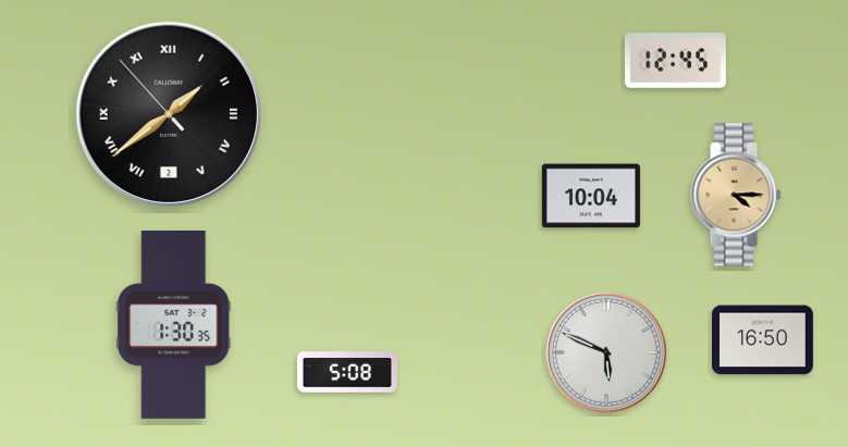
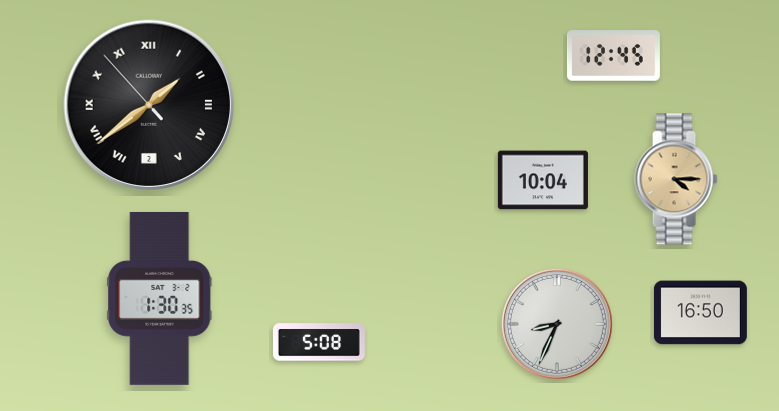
clock at (675, 61) position: (675, 61) -> (613, 56)
clock at (169, 114) position: (169, 114) -> (149, 105)
clock at (606, 352): 5:49 -> 8:34
